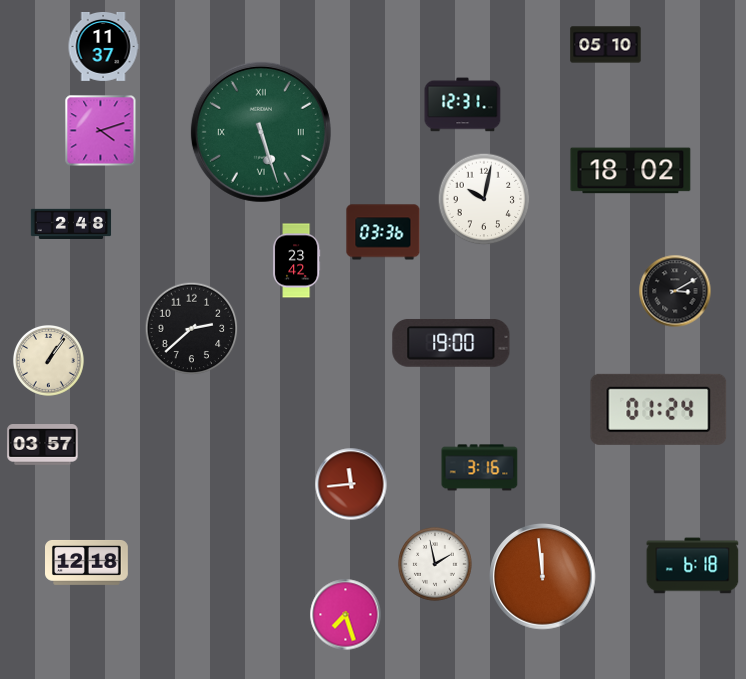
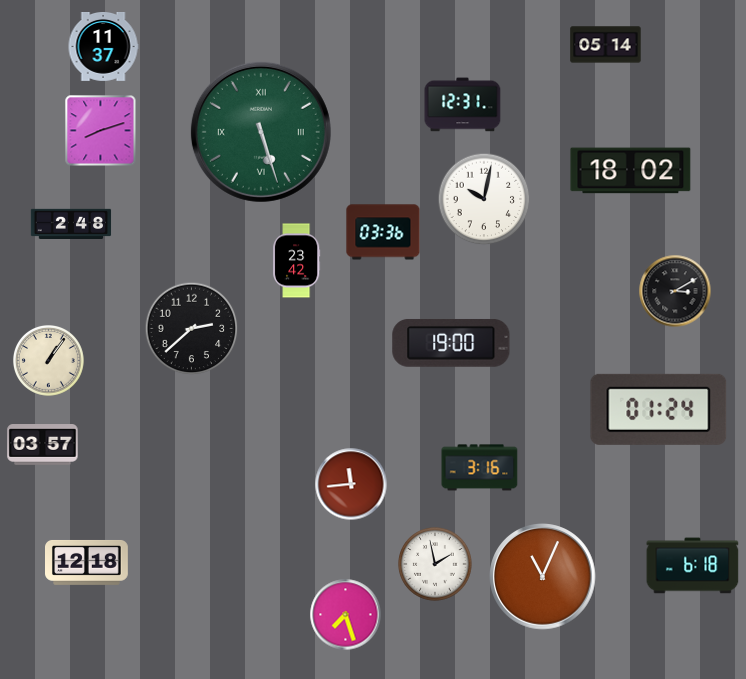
clock at (606, 45): 05:10 -> 05:14
clock at (101, 131): 4:12 -> 8:12
clock at (543, 577): 11:59 -> 11:04
